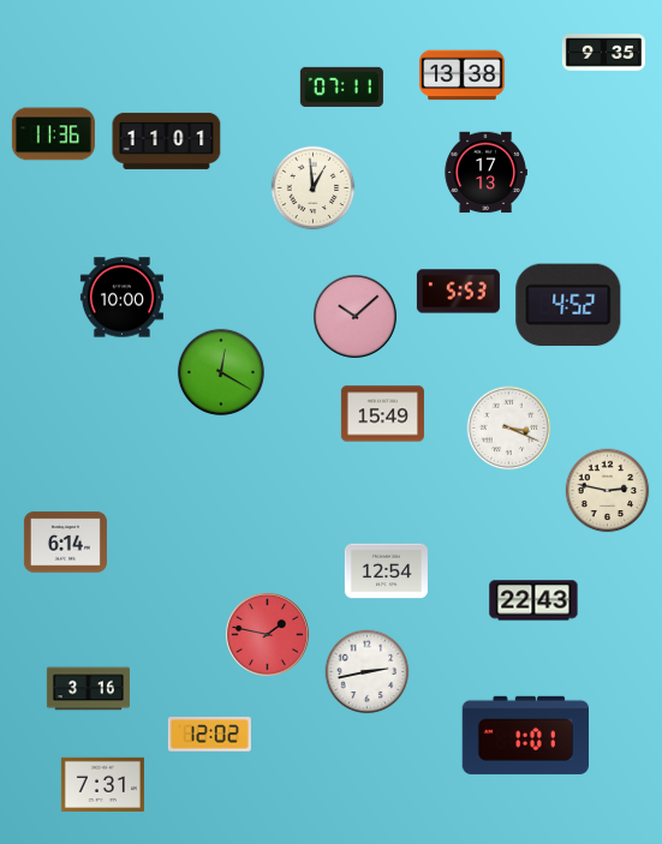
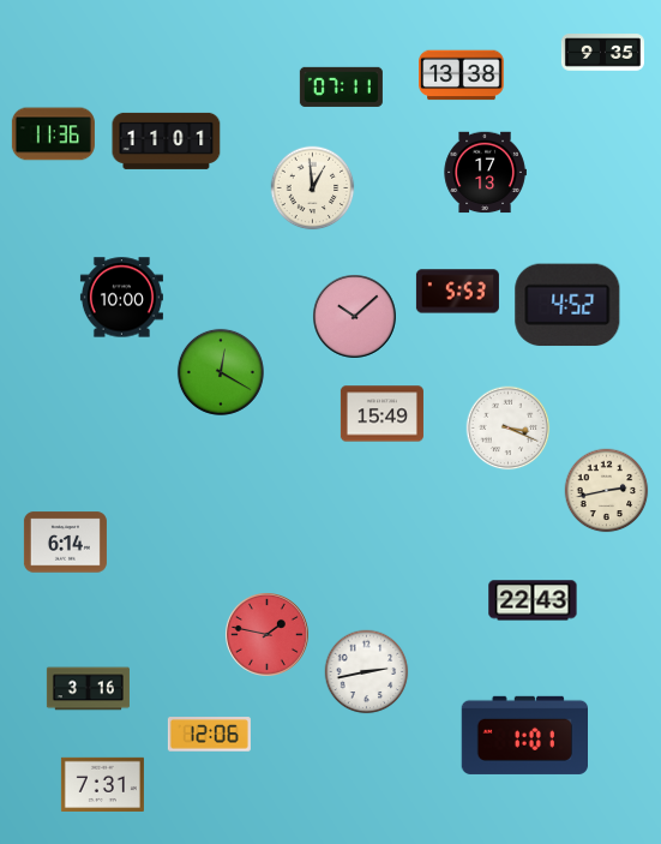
clock at (608, 491): 2:47 -> 2:43
clock at (386, 571): 12:54 -> none
clock at (209, 735): 12:02 -> 12:06
